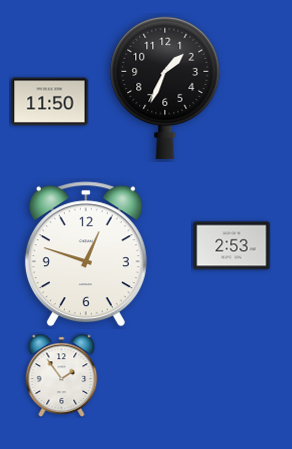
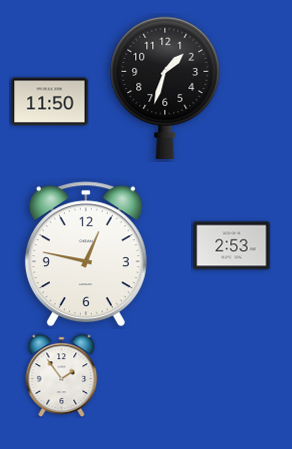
clock at (165, 88): 1:34 -> 1:33
clock at (86, 254): 12:48 -> 12:47
